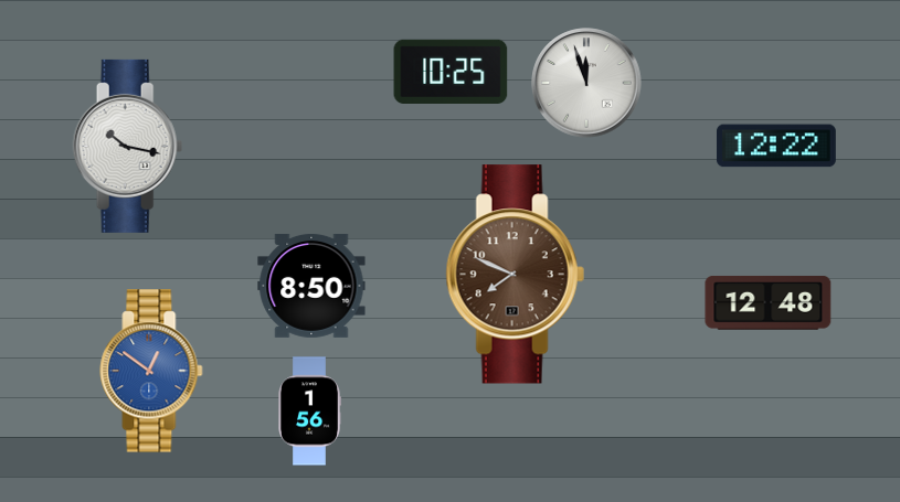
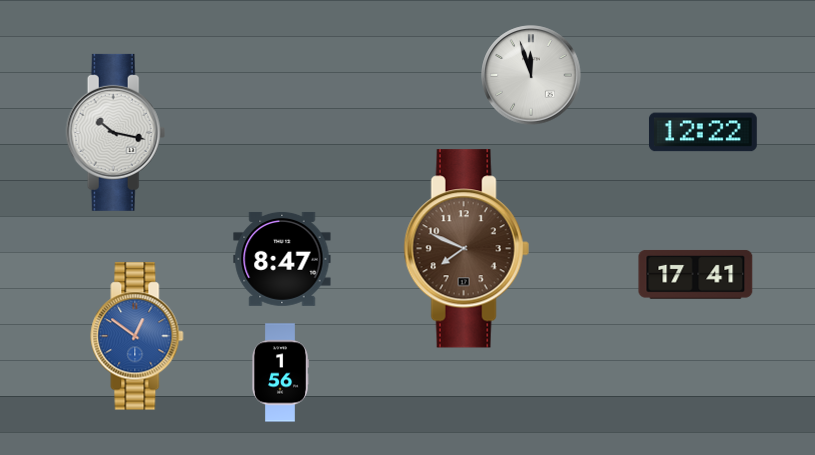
clock at (451, 71): 10:25 -> none
clock at (311, 286): 8:50 -> 8:47
clock at (769, 302): 12:48 -> 17:41
